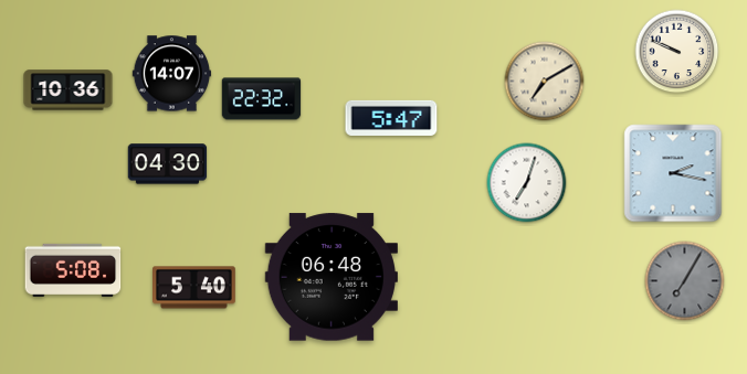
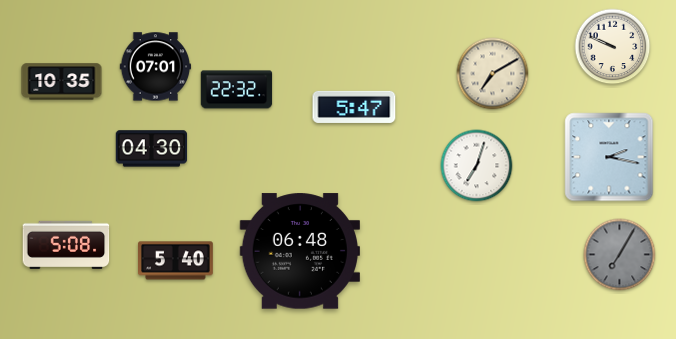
clock at (172, 74): 14:07 -> 07:01
clock at (69, 90): 10:36 -> 10:35
